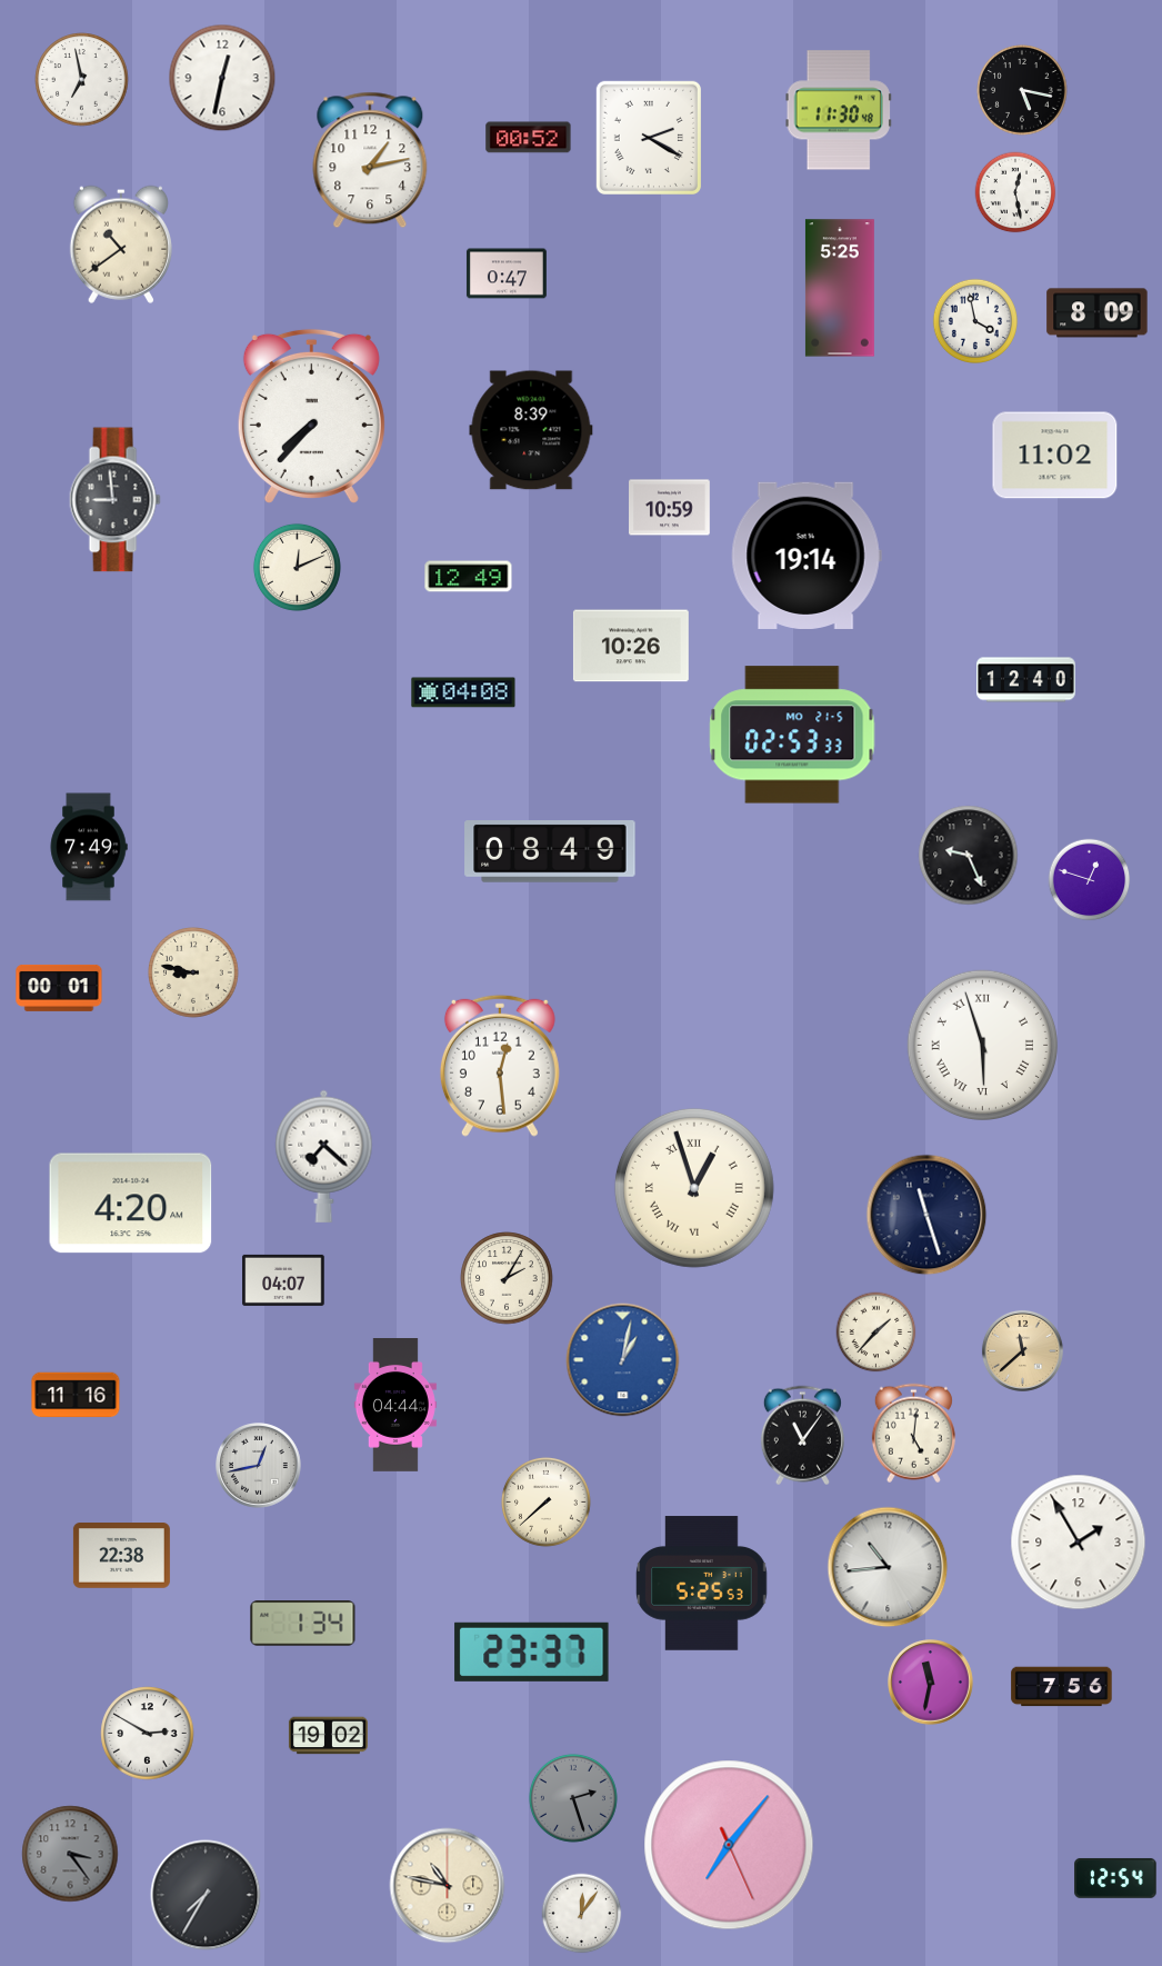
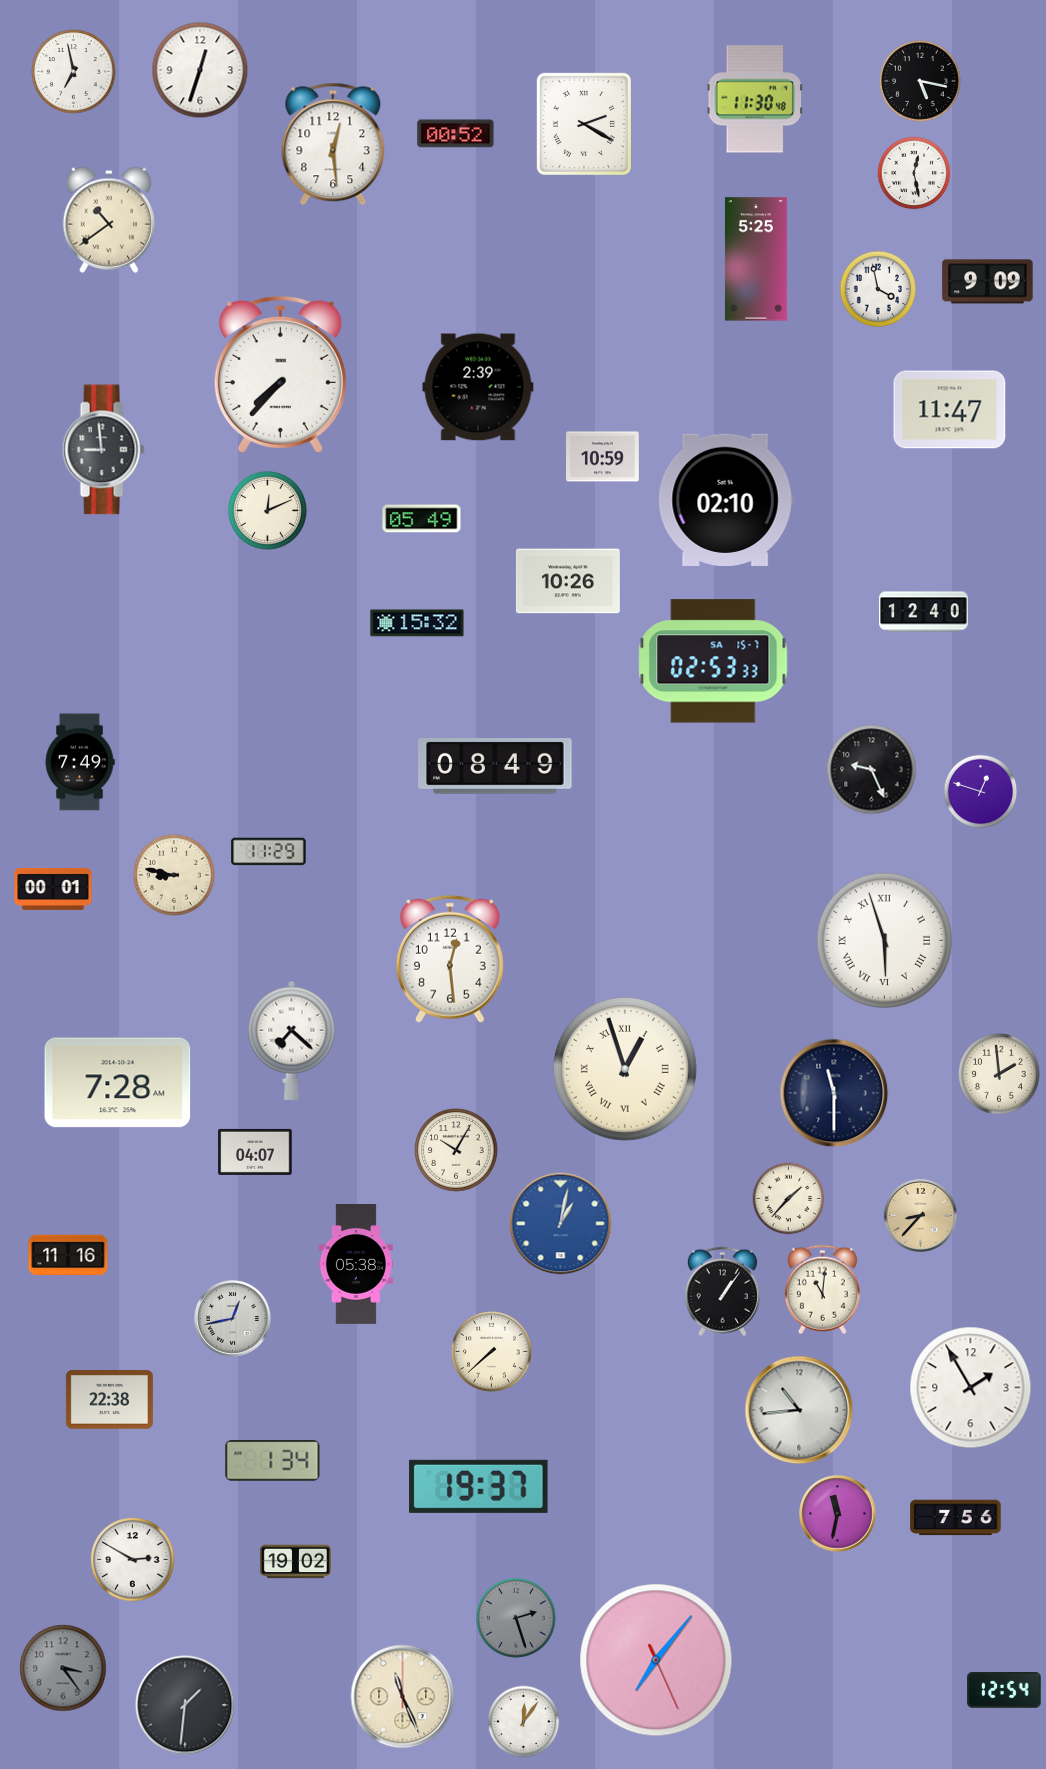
clock at (222, 78): 12:32 -> 12:33
clock at (529, 138) position: (529, 138) -> (456, 134)
clock at (370, 160): 1:13 -> 12:29
clock at (507, 273): 0:47 -> none
clock at (1098, 313): 8:09 -> 9:09
clock at (531, 430): 8:39 -> 2:39
clock at (1055, 456): 11:02 -> 11:47
clock at (807, 556): 19:14 -> 02:10
clock at (469, 577): 12:49 -> 05:49
clock at (463, 692): 04:08 -> 15:32
clock at (792, 735) date: MO 21-5 -> SA 15-7
clock at (269, 852): none -> 11:29
clock at (1000, 1075): none -> 1:59
clock at (131, 1204): 4:20 -> 7:28
clock at (926, 1215): 11:27 -> 11:30
clock at (507, 1278): 2:05 -> 10:05
clock at (1022, 1350): 11:38 -> 8:37
clock at (395, 1406): 04:44 -> 05:38
clock at (913, 1434): 5:01 -> 11:01
clock at (802, 1436): 11:06 -> 1:06
clock at (702, 1584): 5:25 -> none
clock at (532, 1651): 23:37 -> 19:37
clock at (448, 1886): 10:47 -> 11:26
clock at (206, 1895): 7:35 -> 1:31
